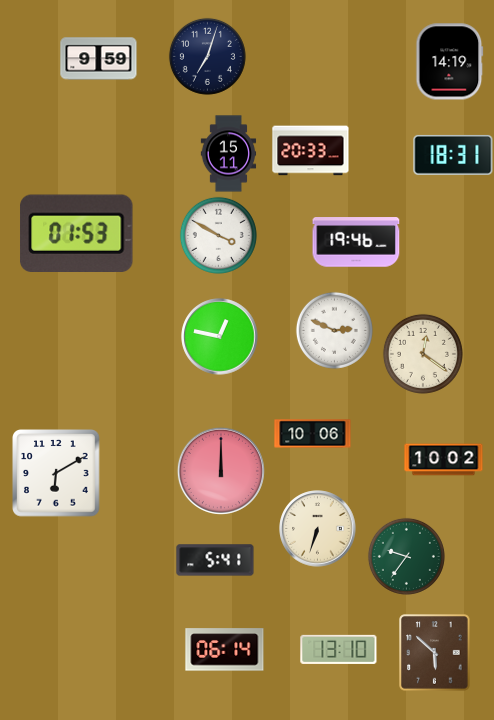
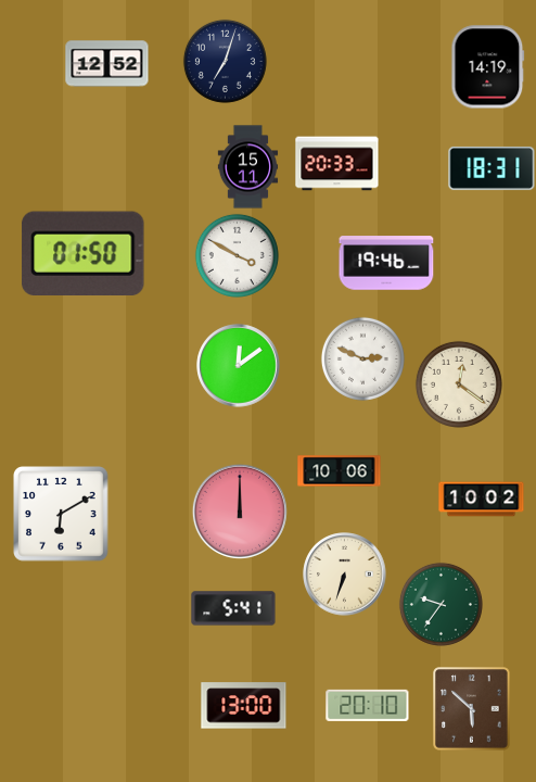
clock at (99, 59): 9:59 -> 12:52
clock at (77, 233): 01:53 -> 01:50
clock at (220, 337): 12:47 -> 12:09
clock at (339, 649): 13:10 -> 20:10
clock at (225, 650): 06:14 -> 13:00
